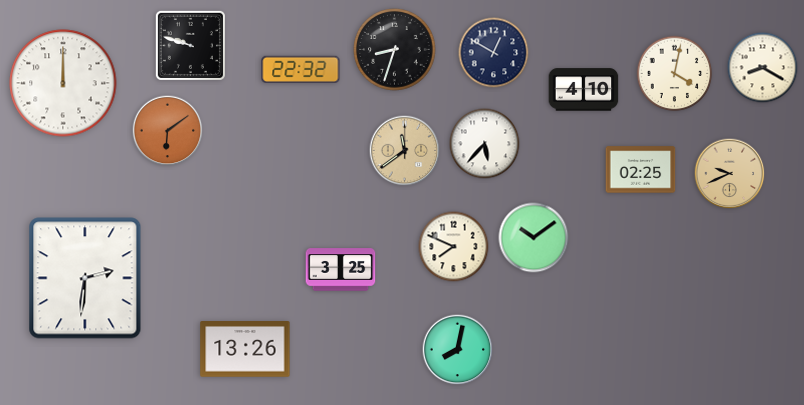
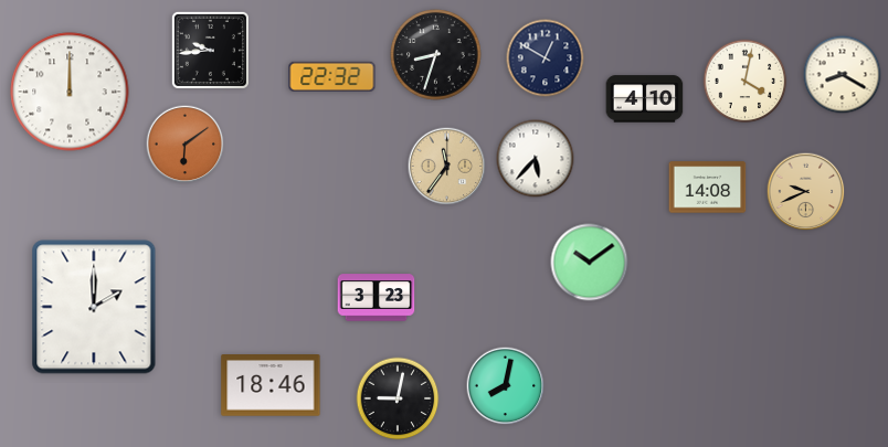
clock at (190, 45): 9:48 -> 9:44
clock at (405, 151): 11:39 -> 11:36
clock at (641, 170): 02:25 -> 14:08
clock at (454, 247): 7:49 -> none
clock at (341, 270): 3:25 -> 3:23
clock at (85, 278): 2:31 -> 2:00
clock at (245, 350): 13:26 -> 18:46
clock at (398, 398): none -> 9:02
